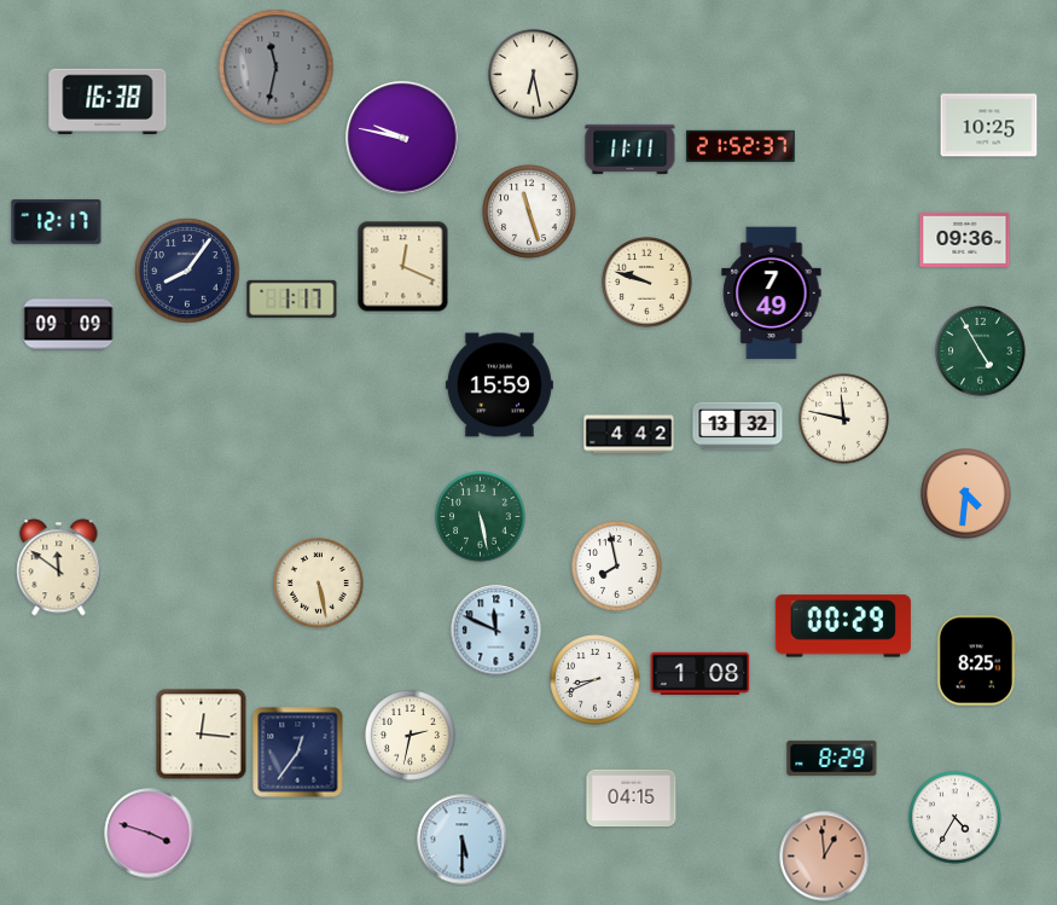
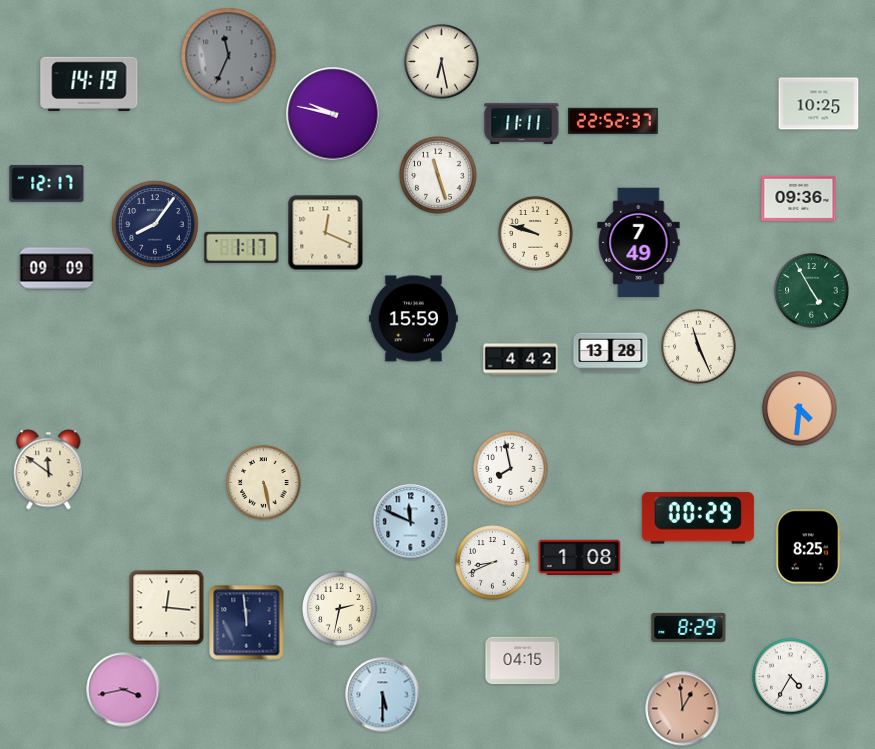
clock at (277, 68): 11:32 -> 11:34
clock at (108, 100): 16:38 -> 14:19
clock at (741, 146): 21:52 -> 22:52
clock at (403, 267) position: (403, 267) -> (326, 233)
clock at (844, 419): 11:47 -> 11:26
clock at (738, 427): 13:32 -> 13:28
clock at (481, 517): 5:28 -> none
clock at (298, 753): 12:36 -> 11:59
clock at (150, 834): 3:48 -> 3:43
